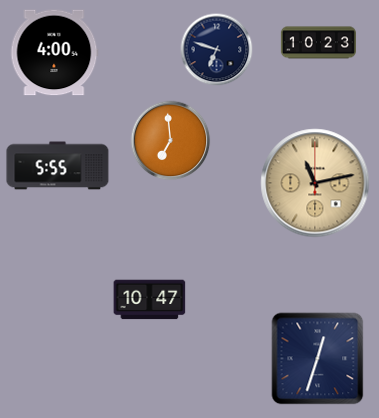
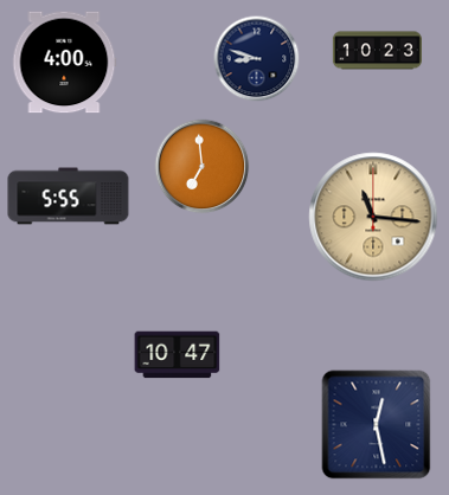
clock at (217, 50): 6:48 -> 8:48
clock at (315, 183): 11:13 -> 11:16
clock at (318, 359): 12:33 -> 12:28
